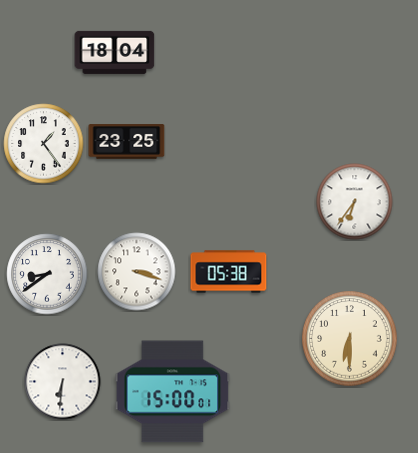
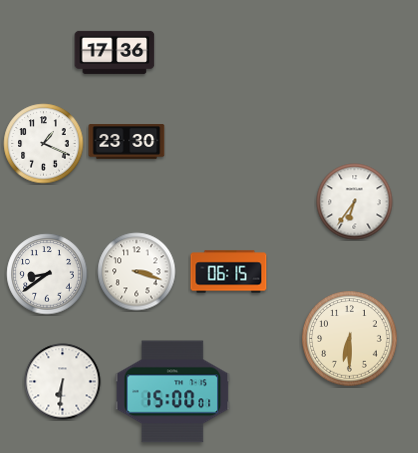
clock at (115, 52): 18:04 -> 17:36
clock at (127, 142): 23:25 -> 23:30
clock at (44, 144): 1:24 -> 1:19
clock at (229, 272): 05:38 -> 06:15
